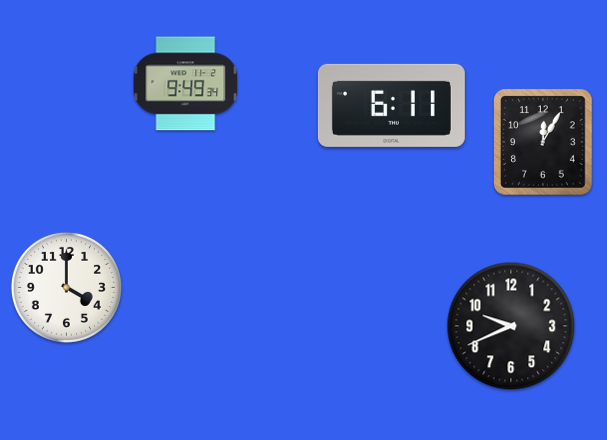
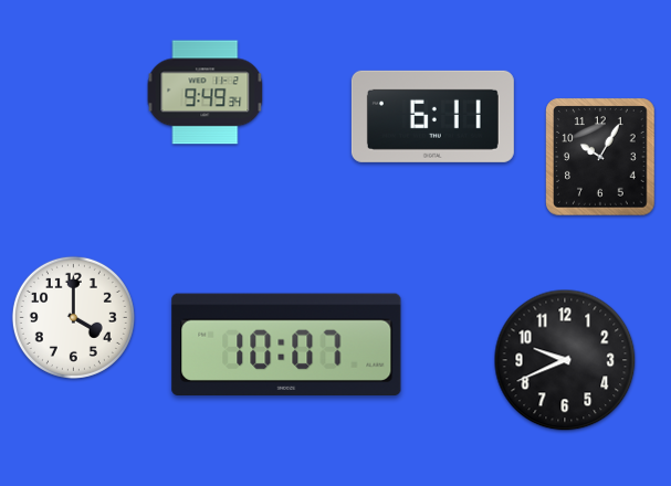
clock at (543, 142): 12:05 -> 10:05
clock at (286, 345): none -> 10:07
